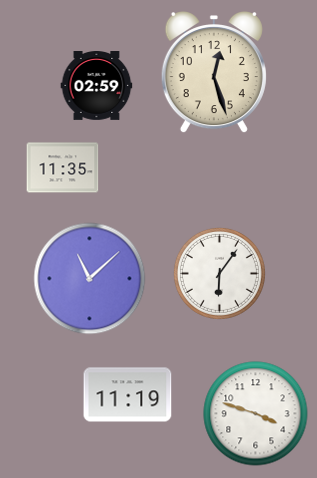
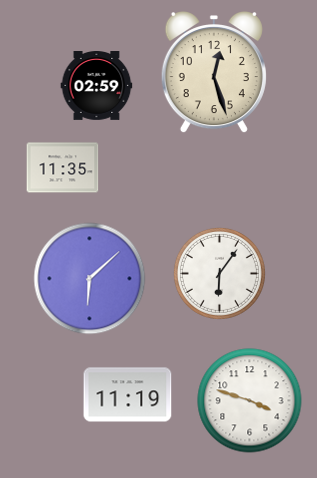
clock at (90, 279): 11:08 -> 6:08
clock at (256, 414) position: (256, 414) -> (250, 401)
